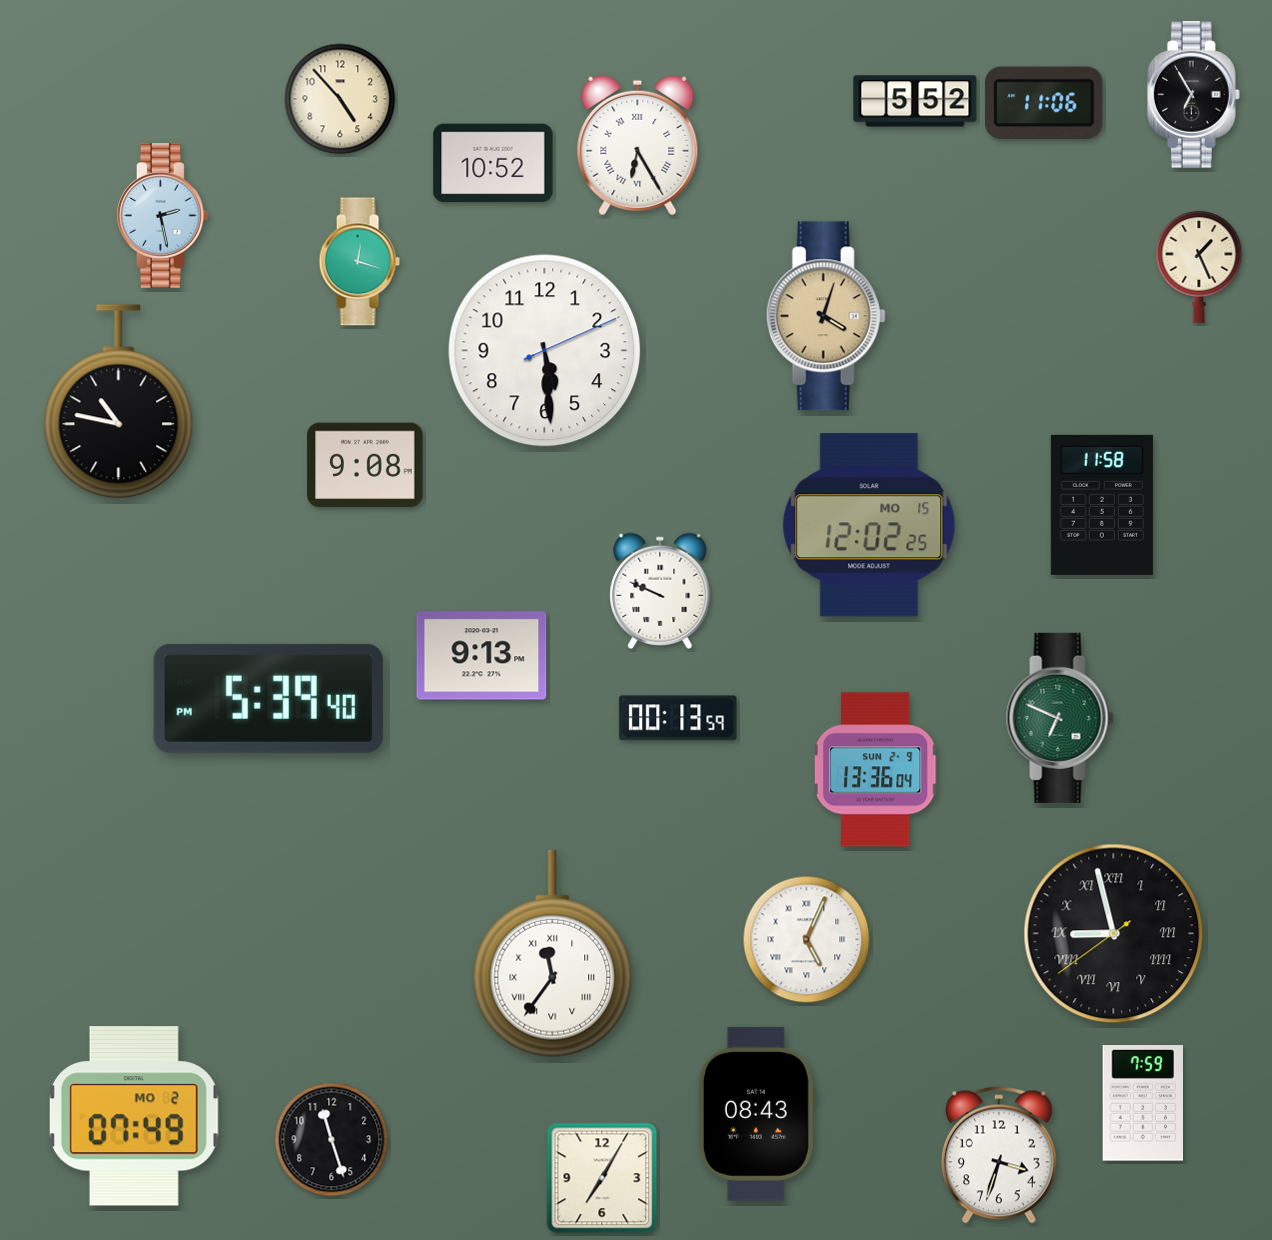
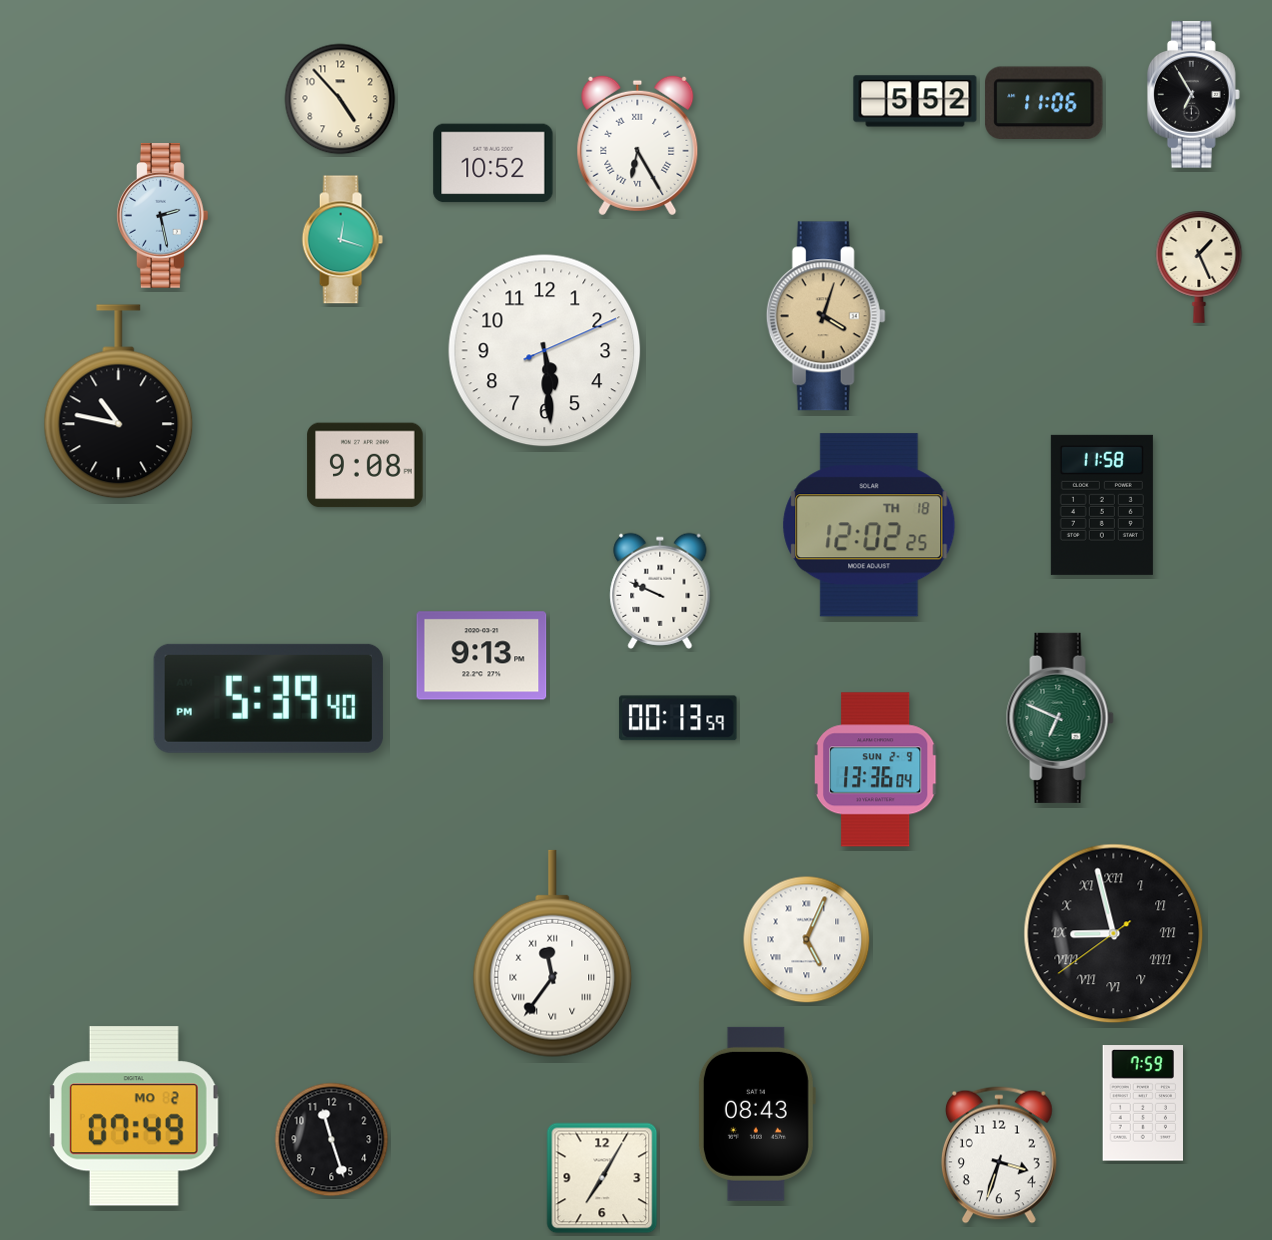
clock at (359, 262) position: (359, 262) -> (342, 240)
clock at (869, 525) date: MO 15 -> TH 18
